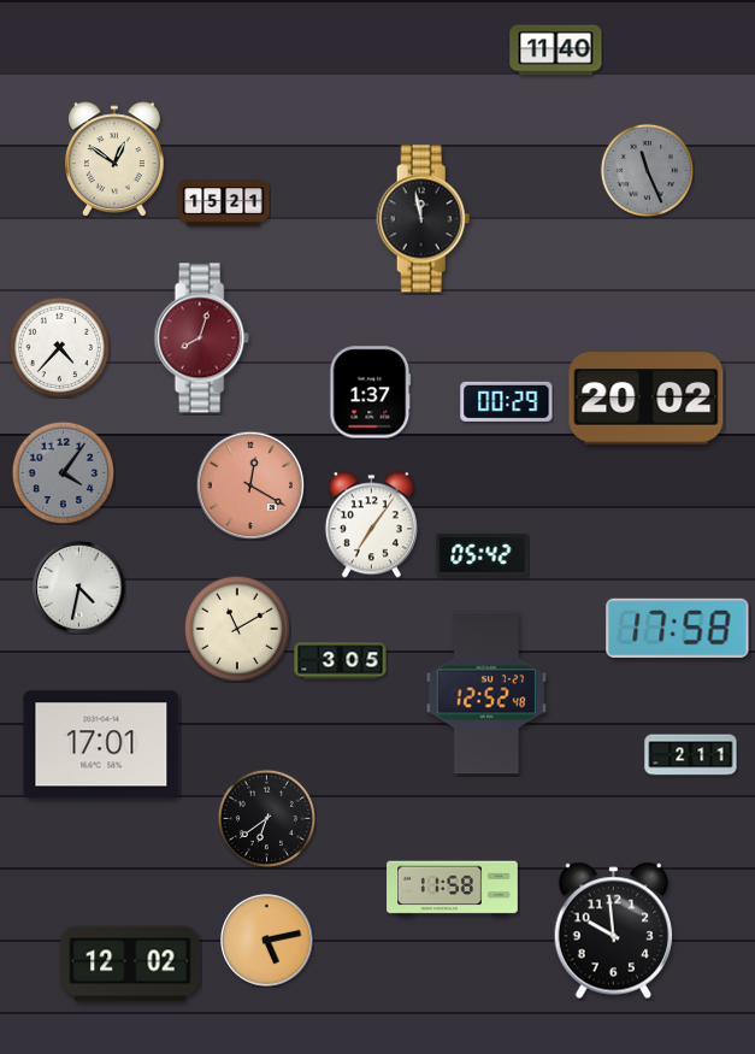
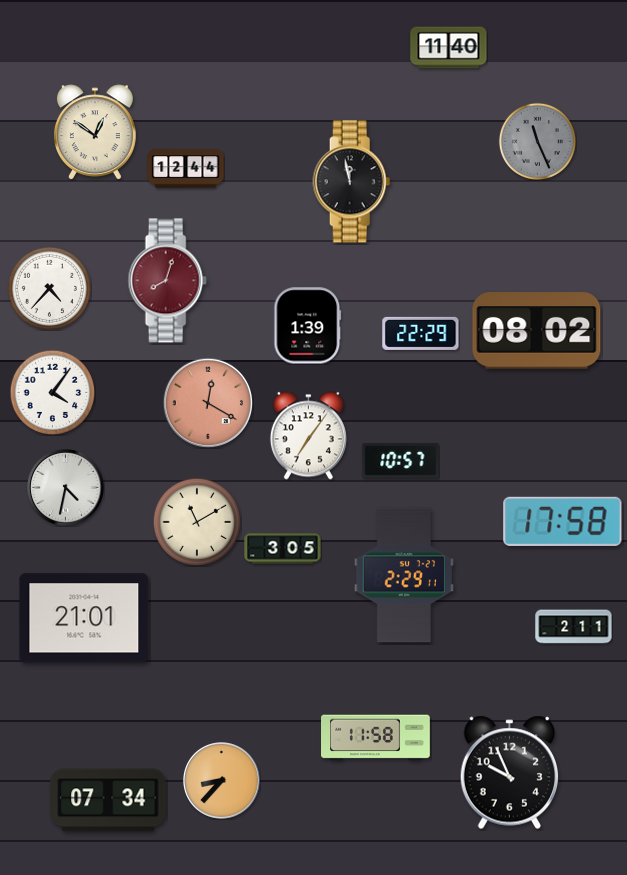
clock at (556, 51) position: (556, 51) -> (449, 48)
clock at (224, 204): 15:21 -> 12:44
clock at (371, 393): 1:37 -> 1:39
clock at (647, 399): 20:02 -> 08:02
clock at (507, 401): 00:29 -> 22:29
clock at (63, 472) dial: grey -> white
clock at (483, 555): 05:42 -> 10:57
clock at (485, 693): 12:52 -> 2:29
clock at (101, 744): 17:01 -> 21:01
clock at (266, 818): 6:39 -> none
clock at (614, 931): 9:59 -> 9:56
clock at (267, 941): 5:13 -> 8:37
clock at (130, 964): 12:02 -> 07:34
